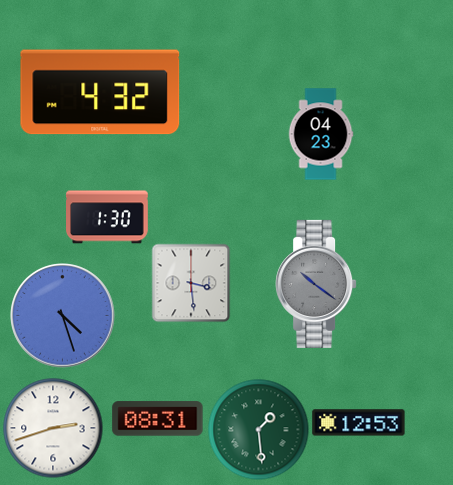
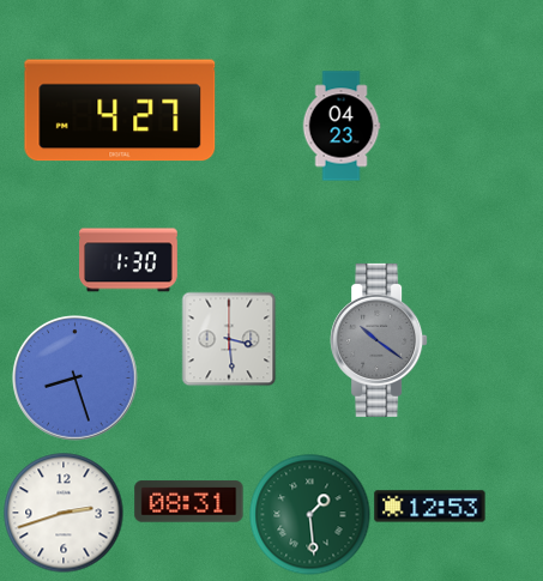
clock at (100, 92): 4:32 -> 4:27
clock at (321, 134) position: (321, 134) -> (342, 126)
clock at (63, 316): 4:27 -> 8:27
